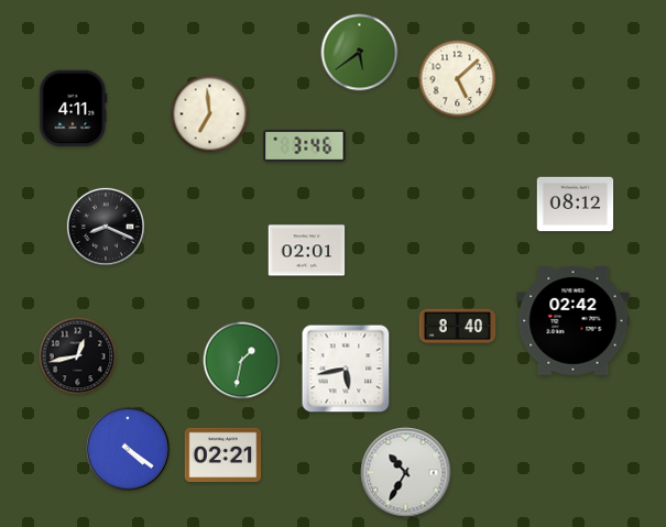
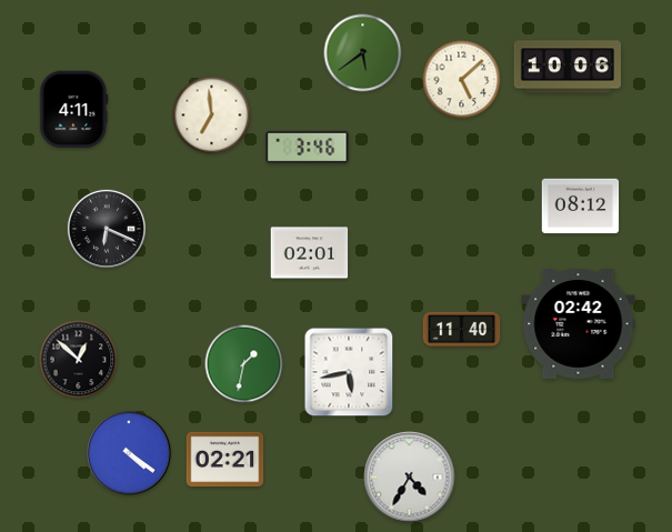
clock at (568, 67): none -> 10:06
clock at (106, 227): 8:19 -> 6:19
clock at (458, 327): 8:40 -> 11:40
clock at (78, 356): 12:43 -> 12:52
clock at (406, 473): 10:35 -> 4:35
